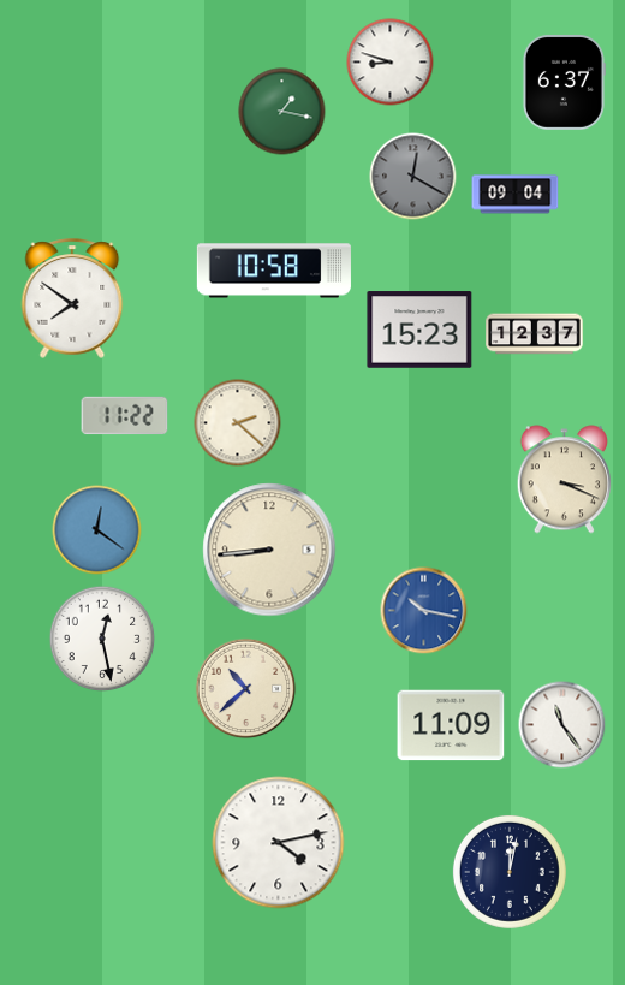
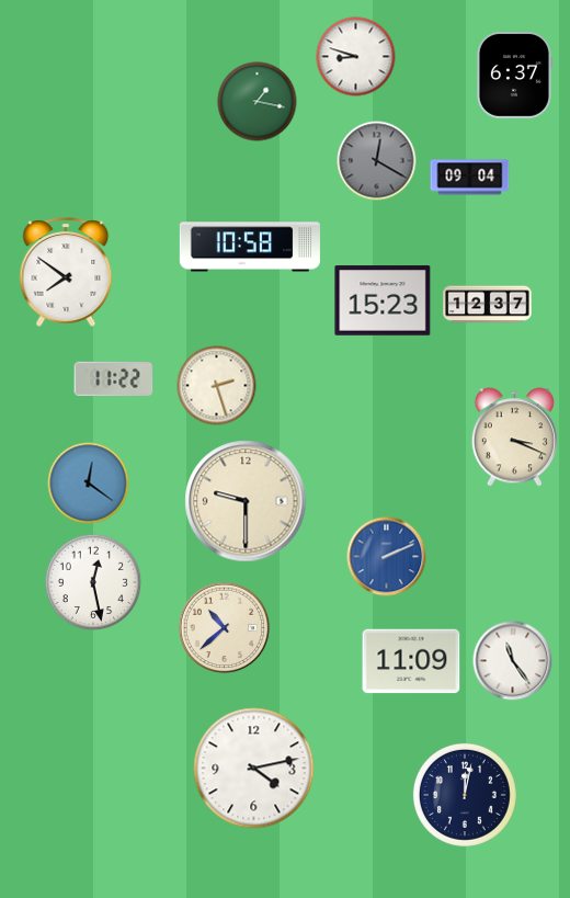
clock at (238, 423): 2:22 -> 2:27
clock at (269, 550): 8:44 -> 9:30
clock at (424, 611): 10:17 -> 2:11
